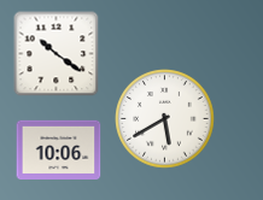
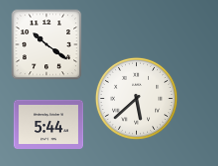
clock at (165, 119): 5:40 -> 5:38
clock at (59, 151): 10:06 -> 5:44
